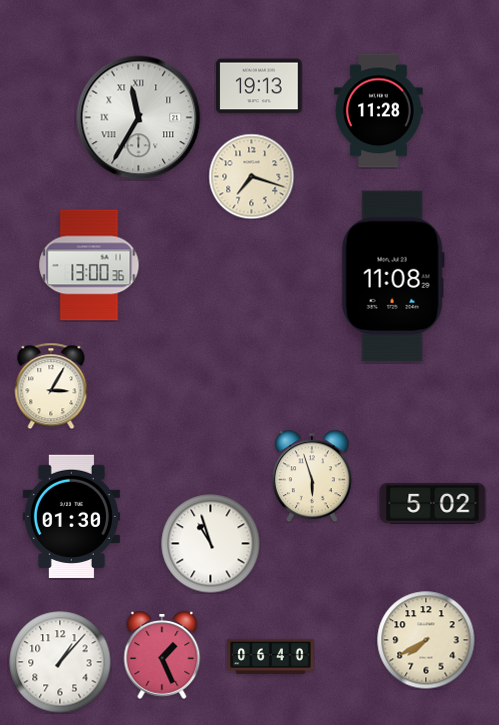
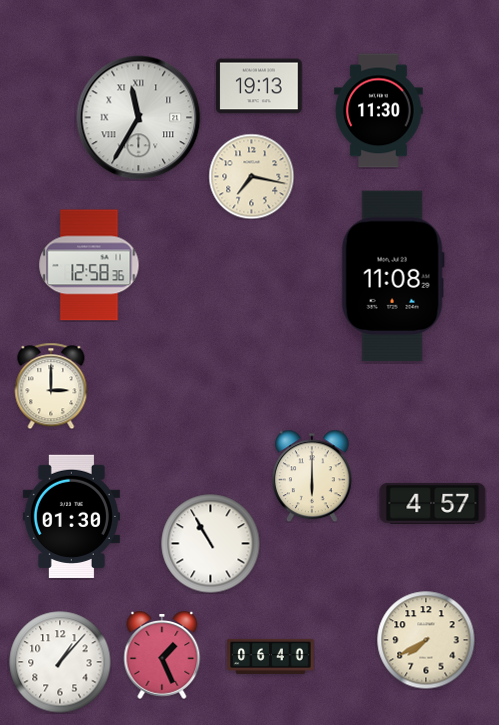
clock at (379, 111): 11:28 -> 11:30
clock at (251, 176): 7:18 -> 7:17
clock at (89, 265): 13:00 -> 12:58
clock at (51, 386): 3:05 -> 3:00
clock at (312, 476): 5:57 -> 6:00
clock at (433, 503): 5:02 -> 4:57
clock at (211, 544): 10:57 -> 10:55
